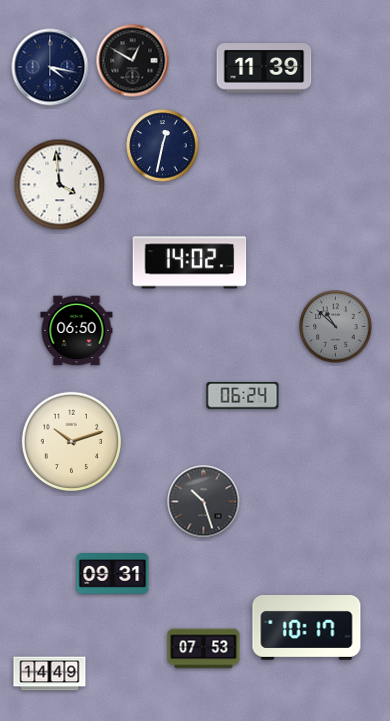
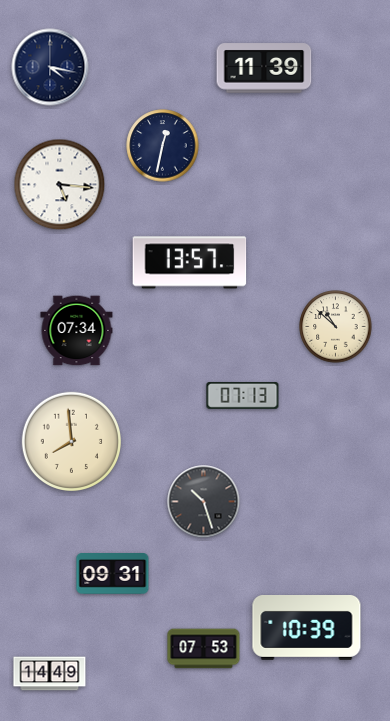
clock at (133, 61): 12:50 -> none
clock at (60, 185): 3:59 -> 5:16
clock at (190, 263): 14:02 -> 13:57
clock at (336, 327) dial: grey -> cream
clock at (77, 331): 06:50 -> 07:34
clock at (243, 396): 06:24 -> 07:13
clock at (71, 441): 10:12 -> 7:59
clock at (307, 628): 10:17 -> 10:39
